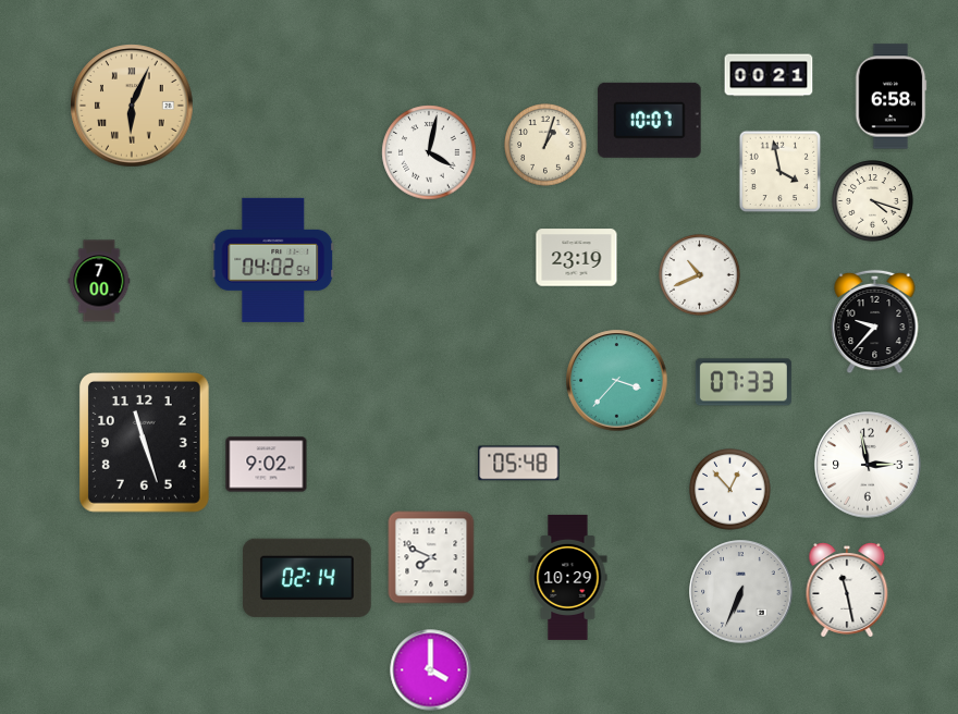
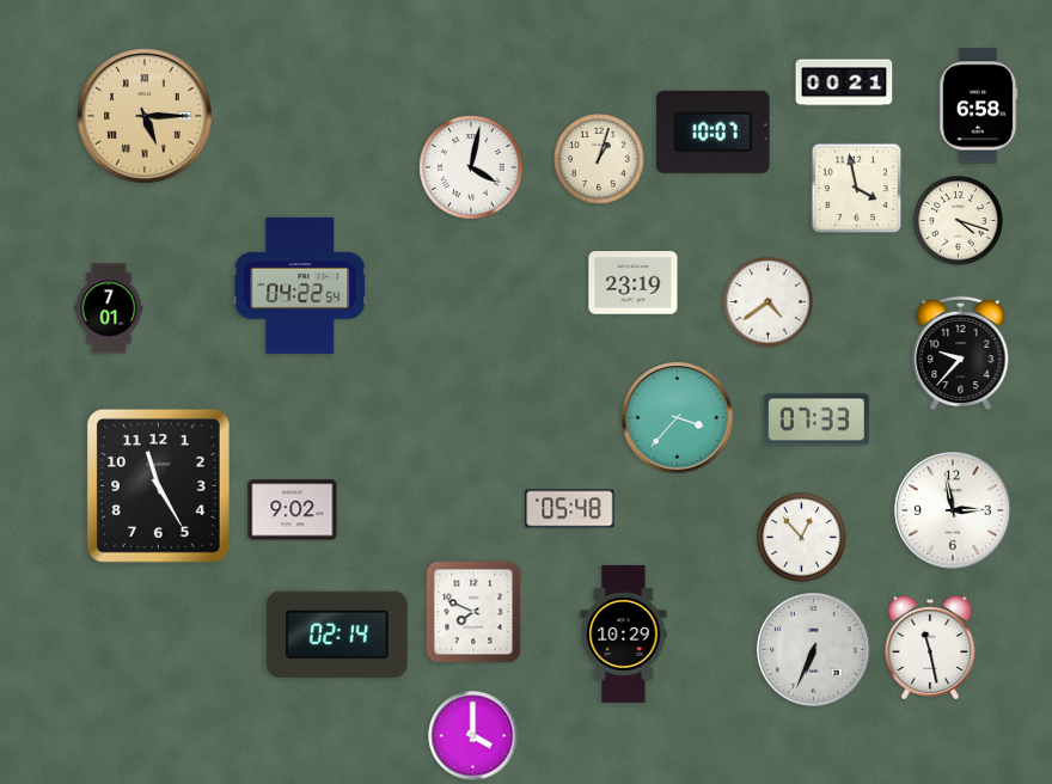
clock at (132, 106): 6:04 -> 5:15
clock at (273, 260): 04:02 -> 04:22
clock at (700, 275): 10:41 -> 4:39
clock at (99, 281): 7:00 -> 7:01
clock at (144, 442): 11:27 -> 11:25
